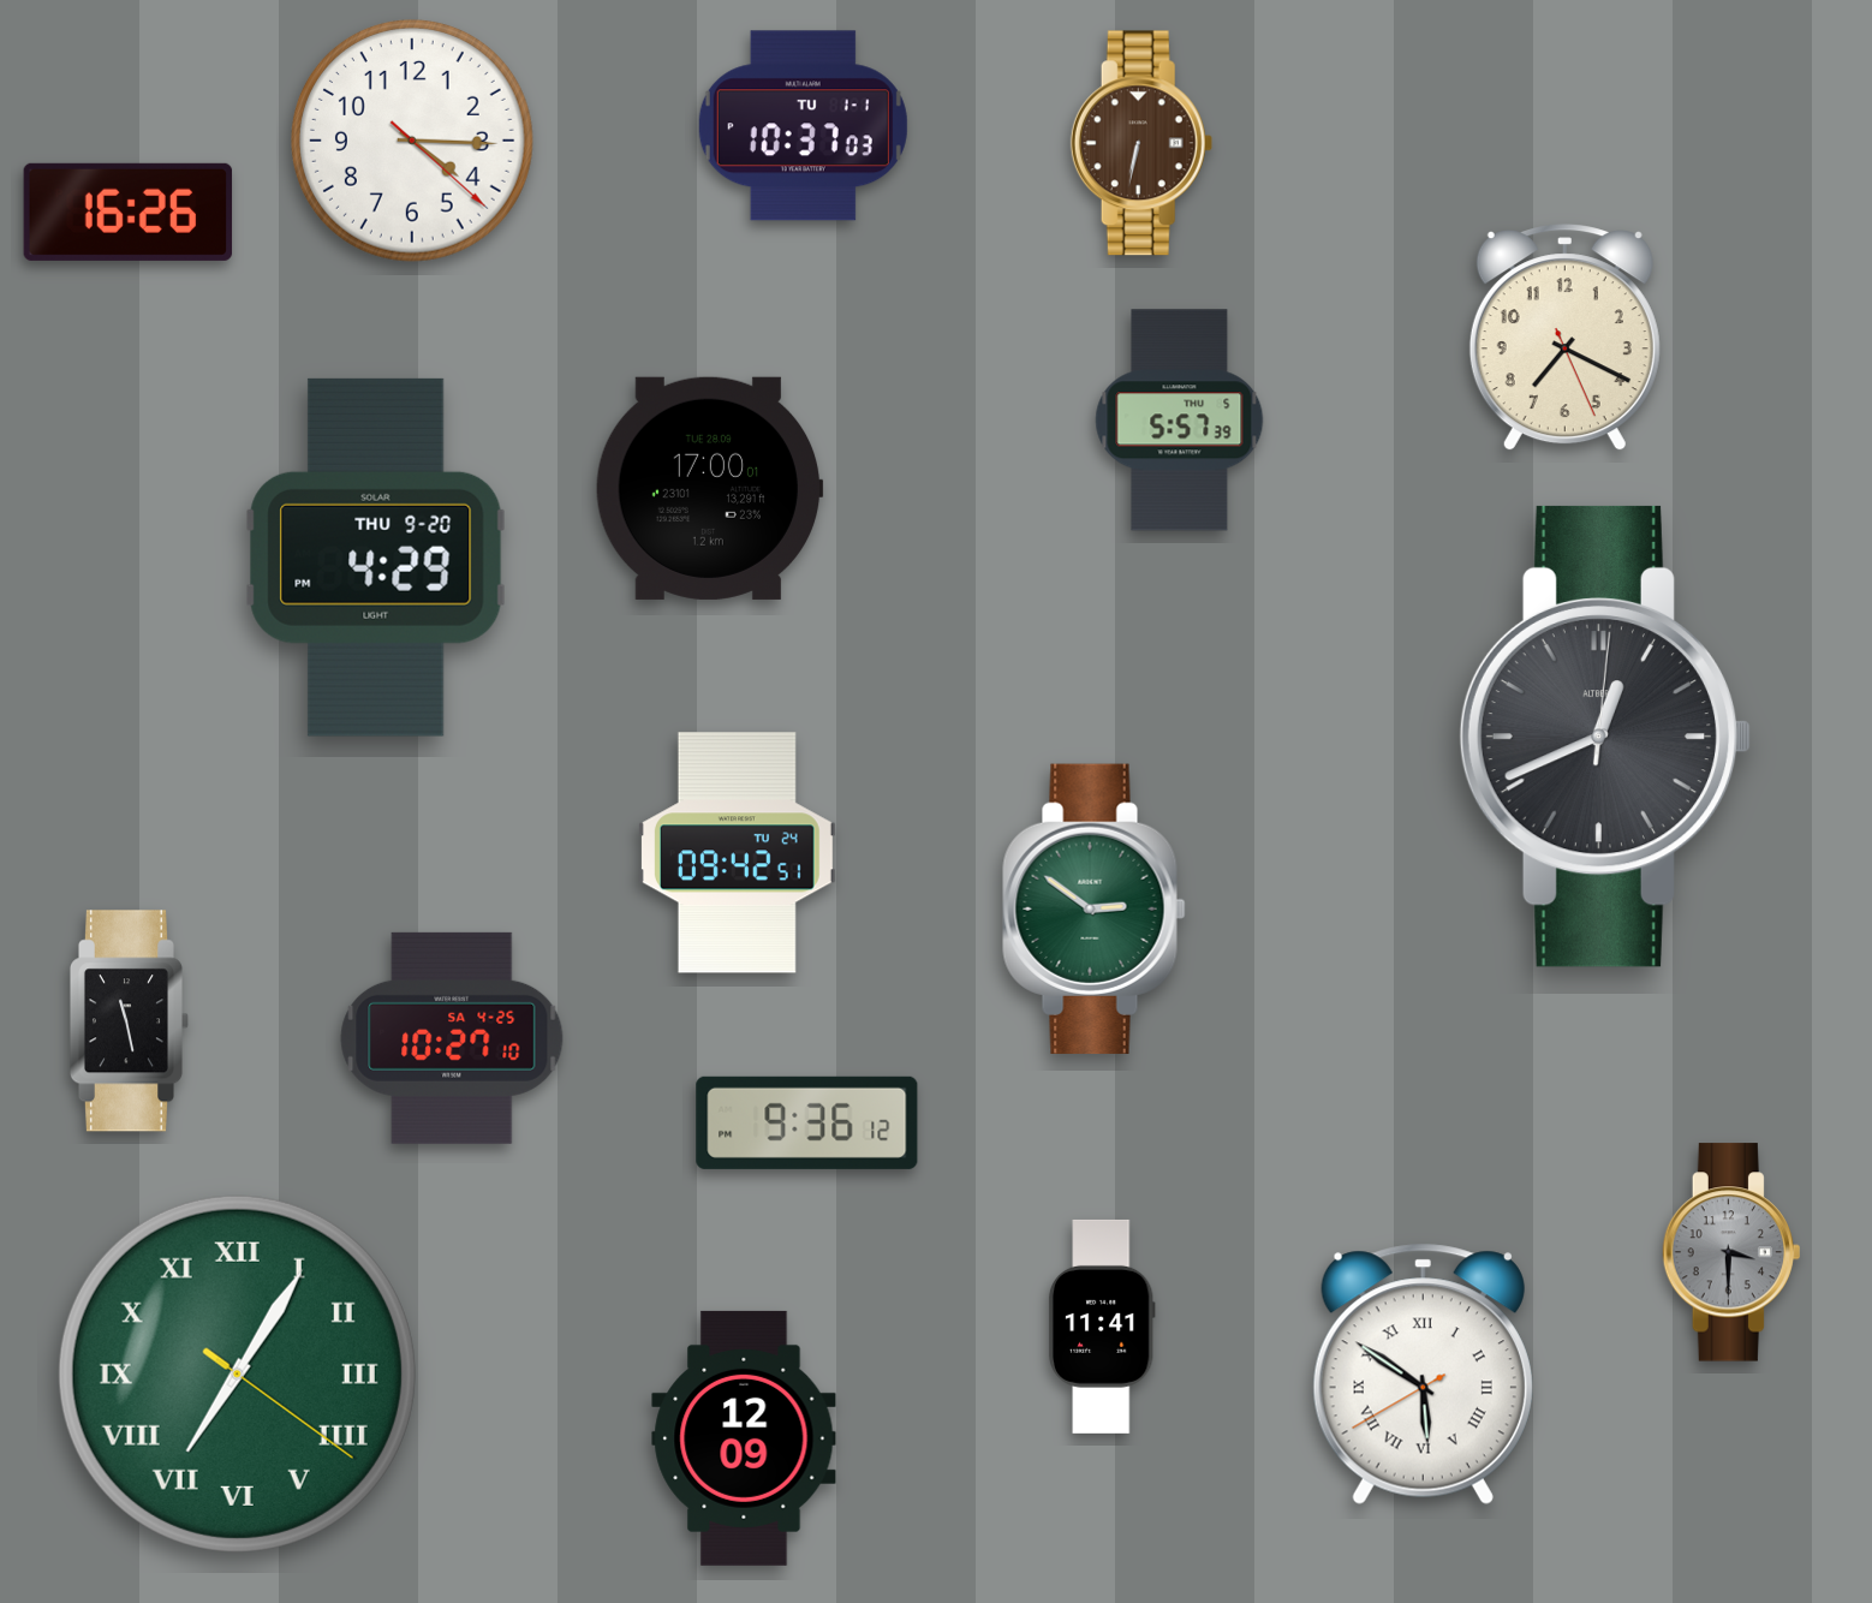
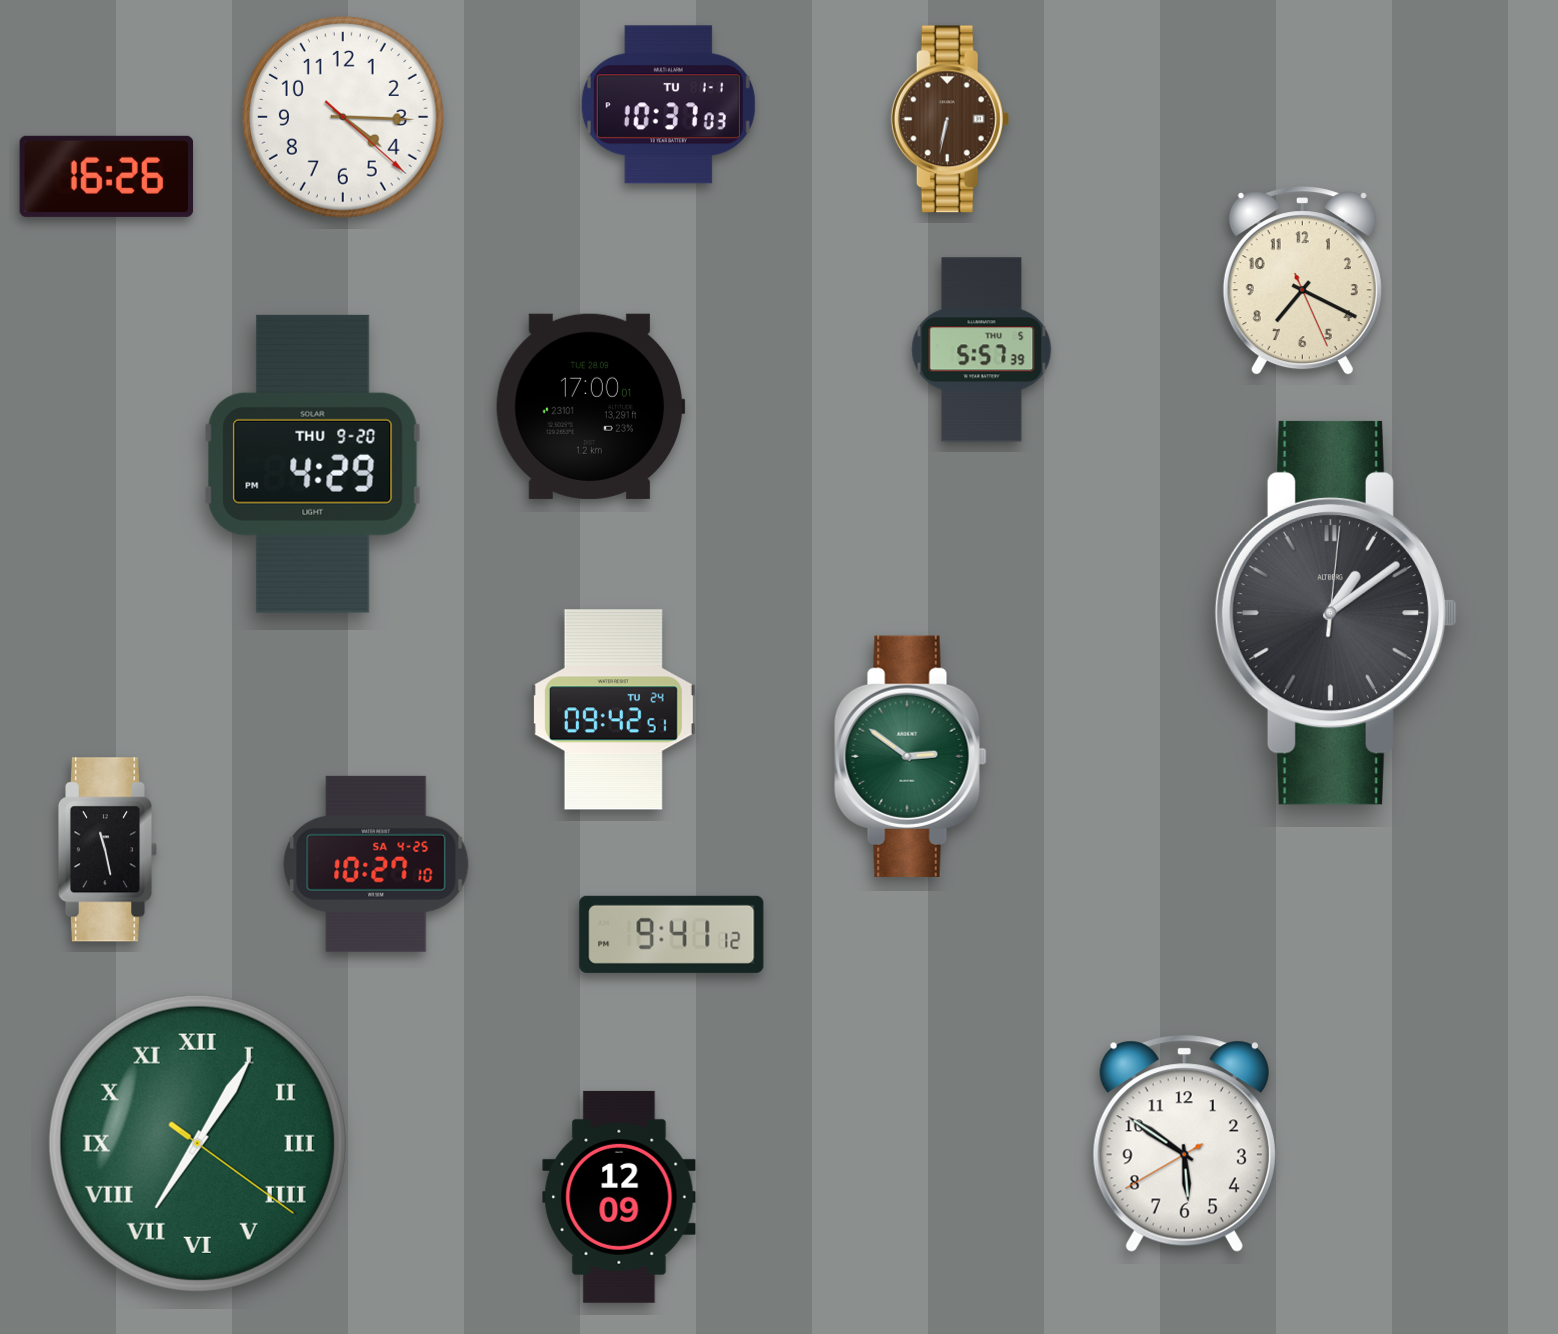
clock at (1605, 737): 12:41 -> 1:09
clock at (807, 1122): 9:36 -> 9:41
clock at (1730, 1252): 3:30 -> none
clock at (1102, 1327): 11:41 -> none
clock at (1423, 1373) numerals: Roman -> Arabic
